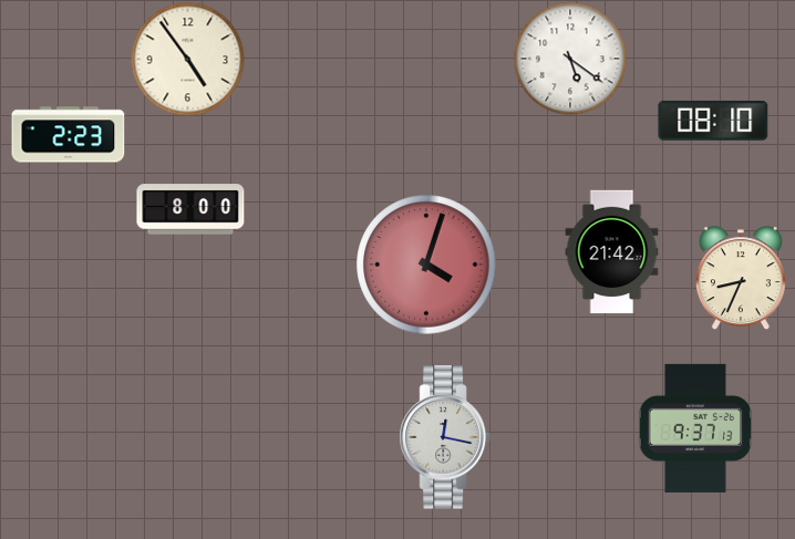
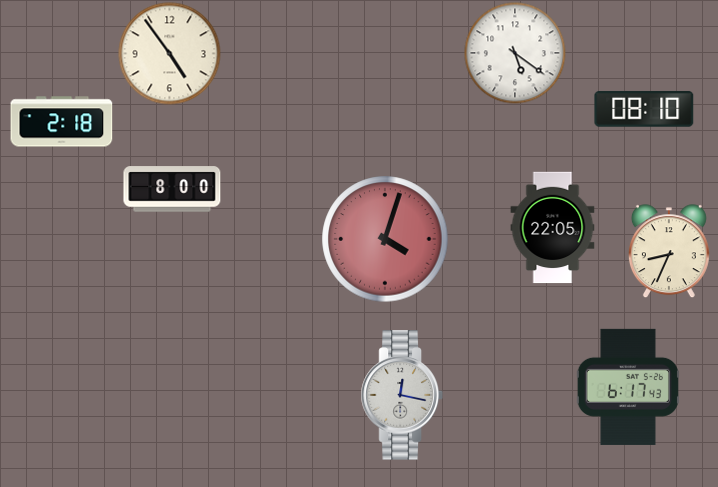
clock at (69, 135): 2:23 -> 2:18
clock at (612, 252): 21:42 -> 22:05
clock at (694, 428): 9:37 -> 6:17
